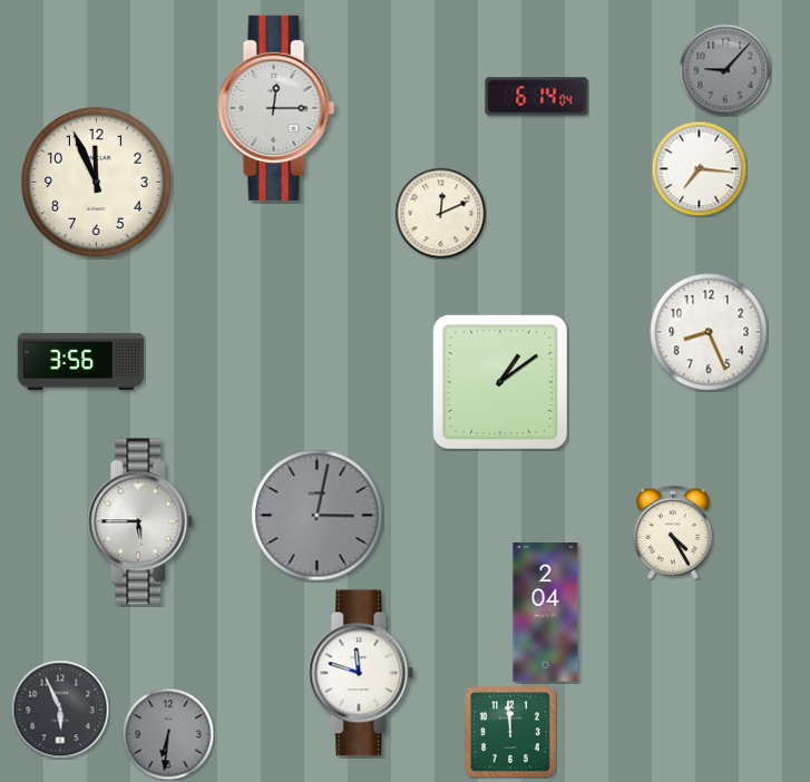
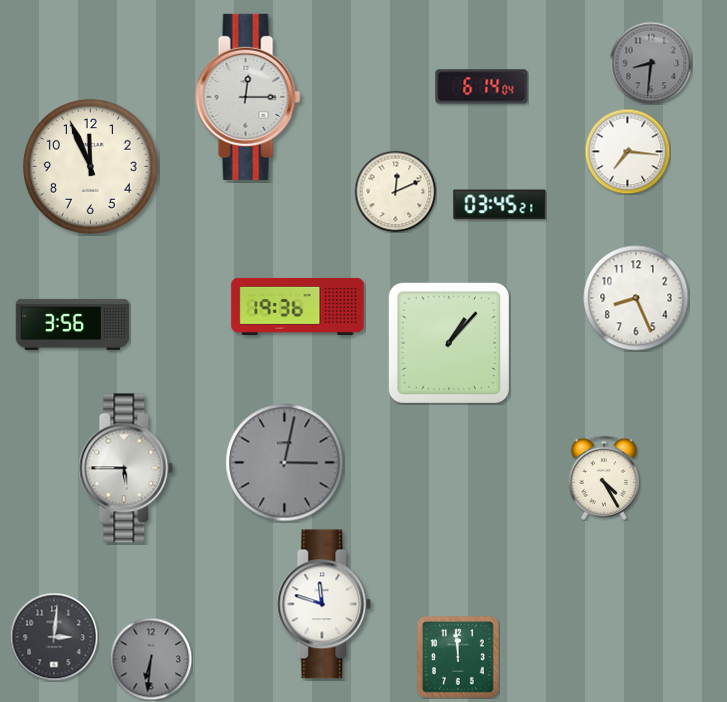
clock at (725, 70): 9:07 -> 8:31
clock at (96, 182) position: (96, 182) -> (90, 166)
clock at (500, 205): none -> 03:45
clock at (298, 306): none -> 19:36
clock at (500, 382): 1:09 -> 1:07
clock at (546, 613): 2:04 -> none
clock at (60, 710): 5:56 -> 3:01
